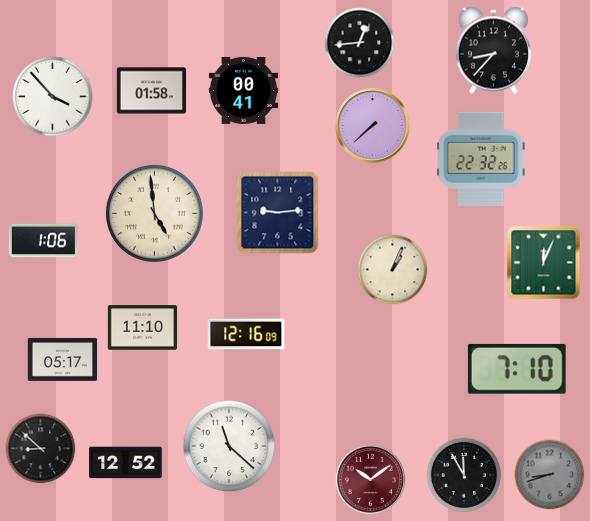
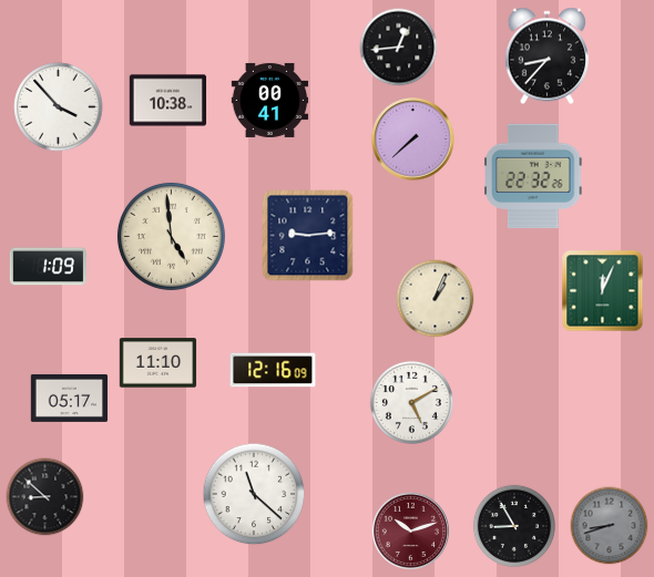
clock at (152, 91): 01:58 -> 10:38
clock at (44, 241): 1:06 -> 1:09
clock at (411, 402): none -> 5:10
clock at (517, 369): 7:10 -> none
clock at (126, 463): 12:52 -> none
clock at (464, 475): 11:55 -> 8:55
clock at (370, 479): 10:09 -> 10:12
